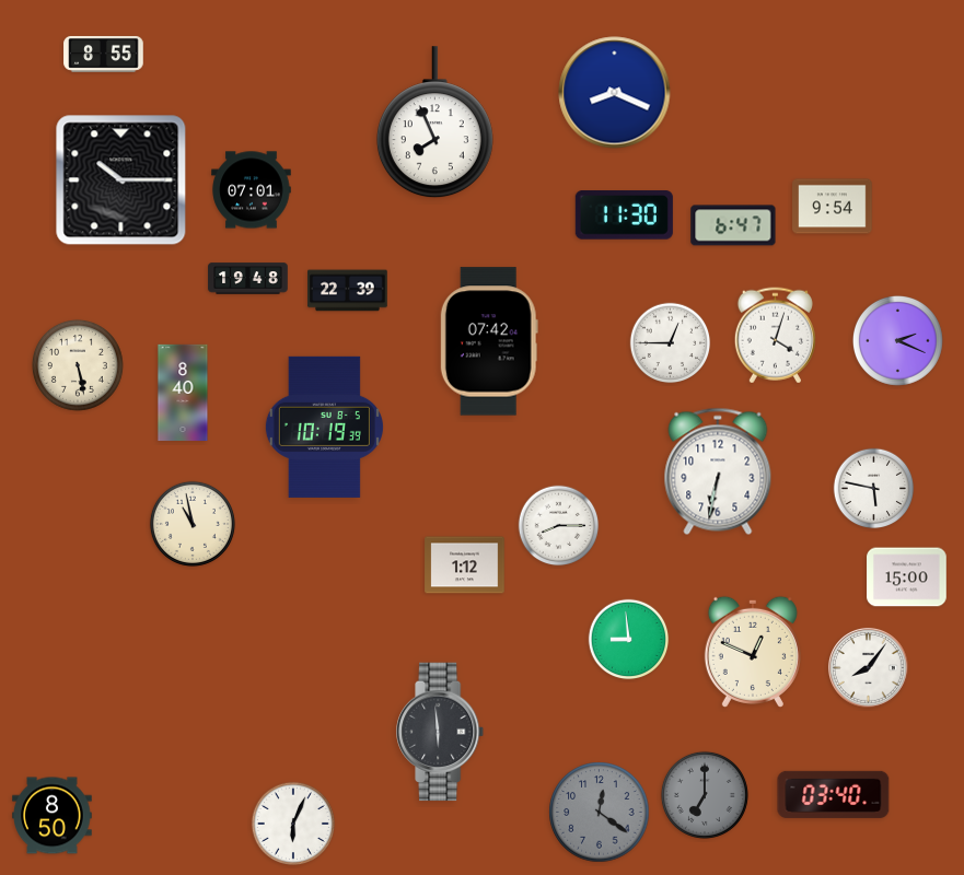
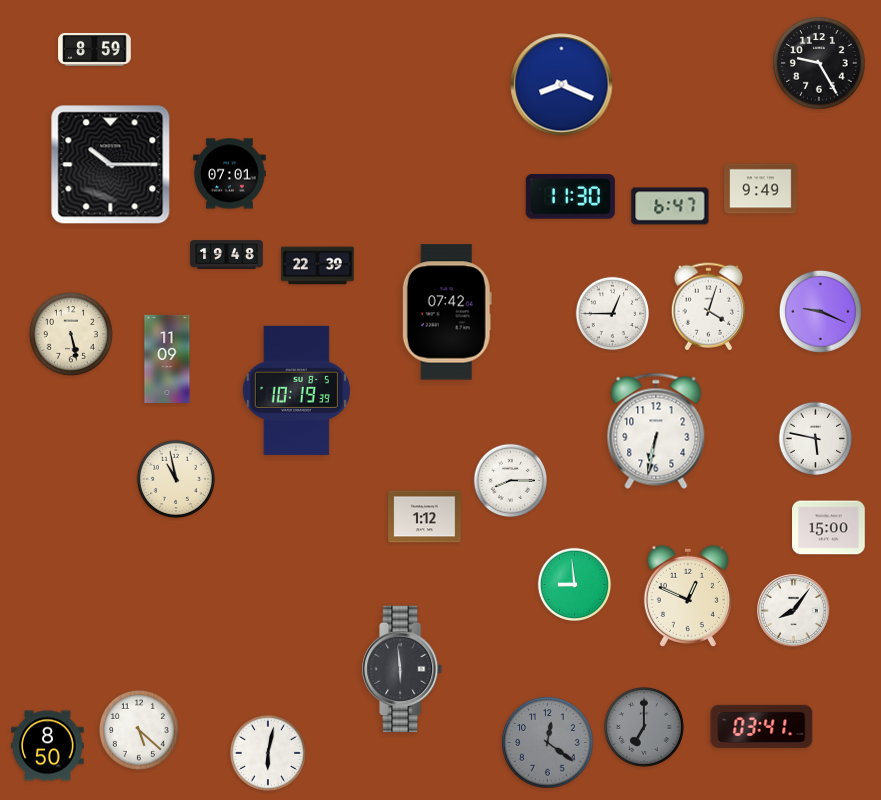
clock at (104, 54): 8:55 -> 8:59
clock at (819, 63): none -> 9:25
clock at (434, 122): 7:56 -> none
clock at (833, 207): 9:54 -> 9:49
clock at (897, 340): 2:19 -> 9:19
clock at (183, 393): 8:40 -> 11:09
clock at (874, 489) position: (874, 489) -> (816, 439)
clock at (834, 794): 03:40 -> 03:41
clock at (139, 730): none -> 5:22
clock at (292, 822): 6:04 -> 6:02
